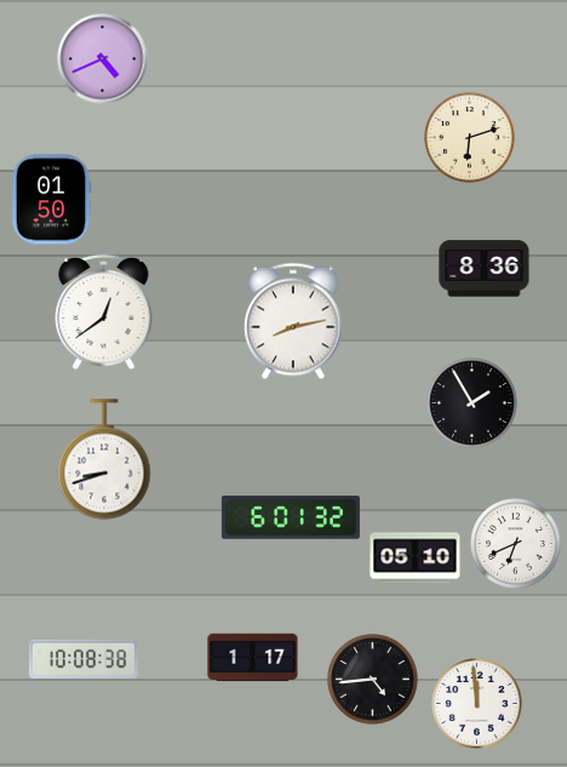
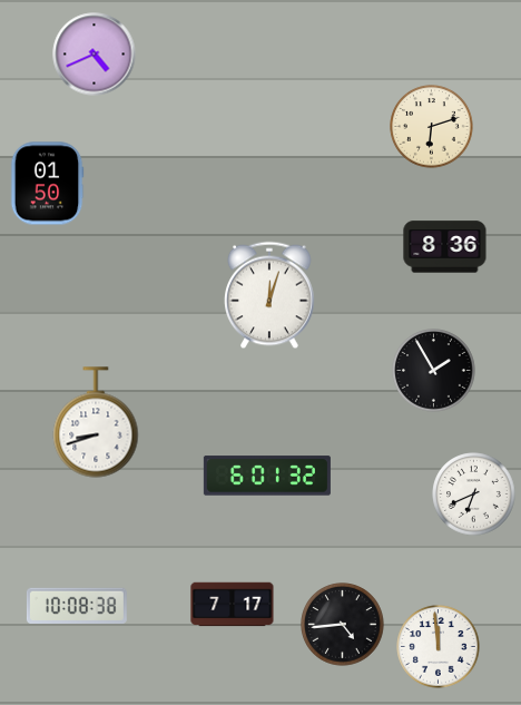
clock at (104, 313): 12:39 -> none
clock at (294, 321): 8:13 -> 12:03
clock at (516, 544) position: (516, 544) -> (474, 495)
clock at (416, 559): 05:10 -> none
clock at (253, 658): 1:17 -> 7:17
